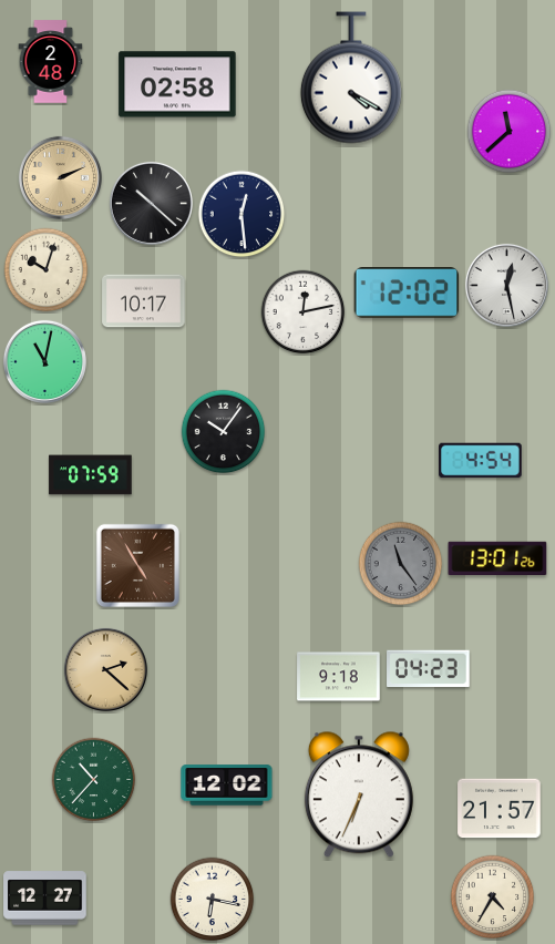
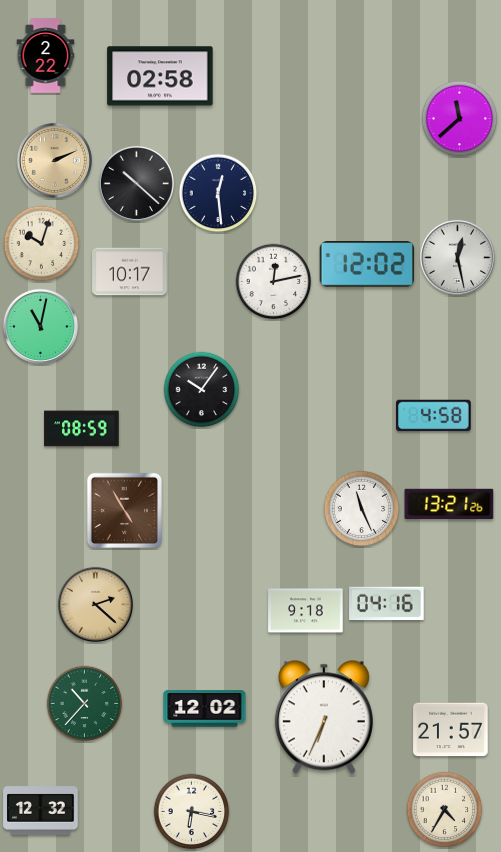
clock at (51, 62): 2:48 -> 2:22
clock at (351, 78): 4:20 -> none
clock at (481, 461): 4:54 -> 4:58
clock at (91, 475): 07:59 -> 08:59
clock at (497, 558): 13:01 -> 13:21
clock at (401, 564): 11:24 -> 11:26
clock at (401, 564) dial: grey -> white
clock at (429, 669): 04:23 -> 04:16
clock at (45, 899): 12:27 -> 12:32
